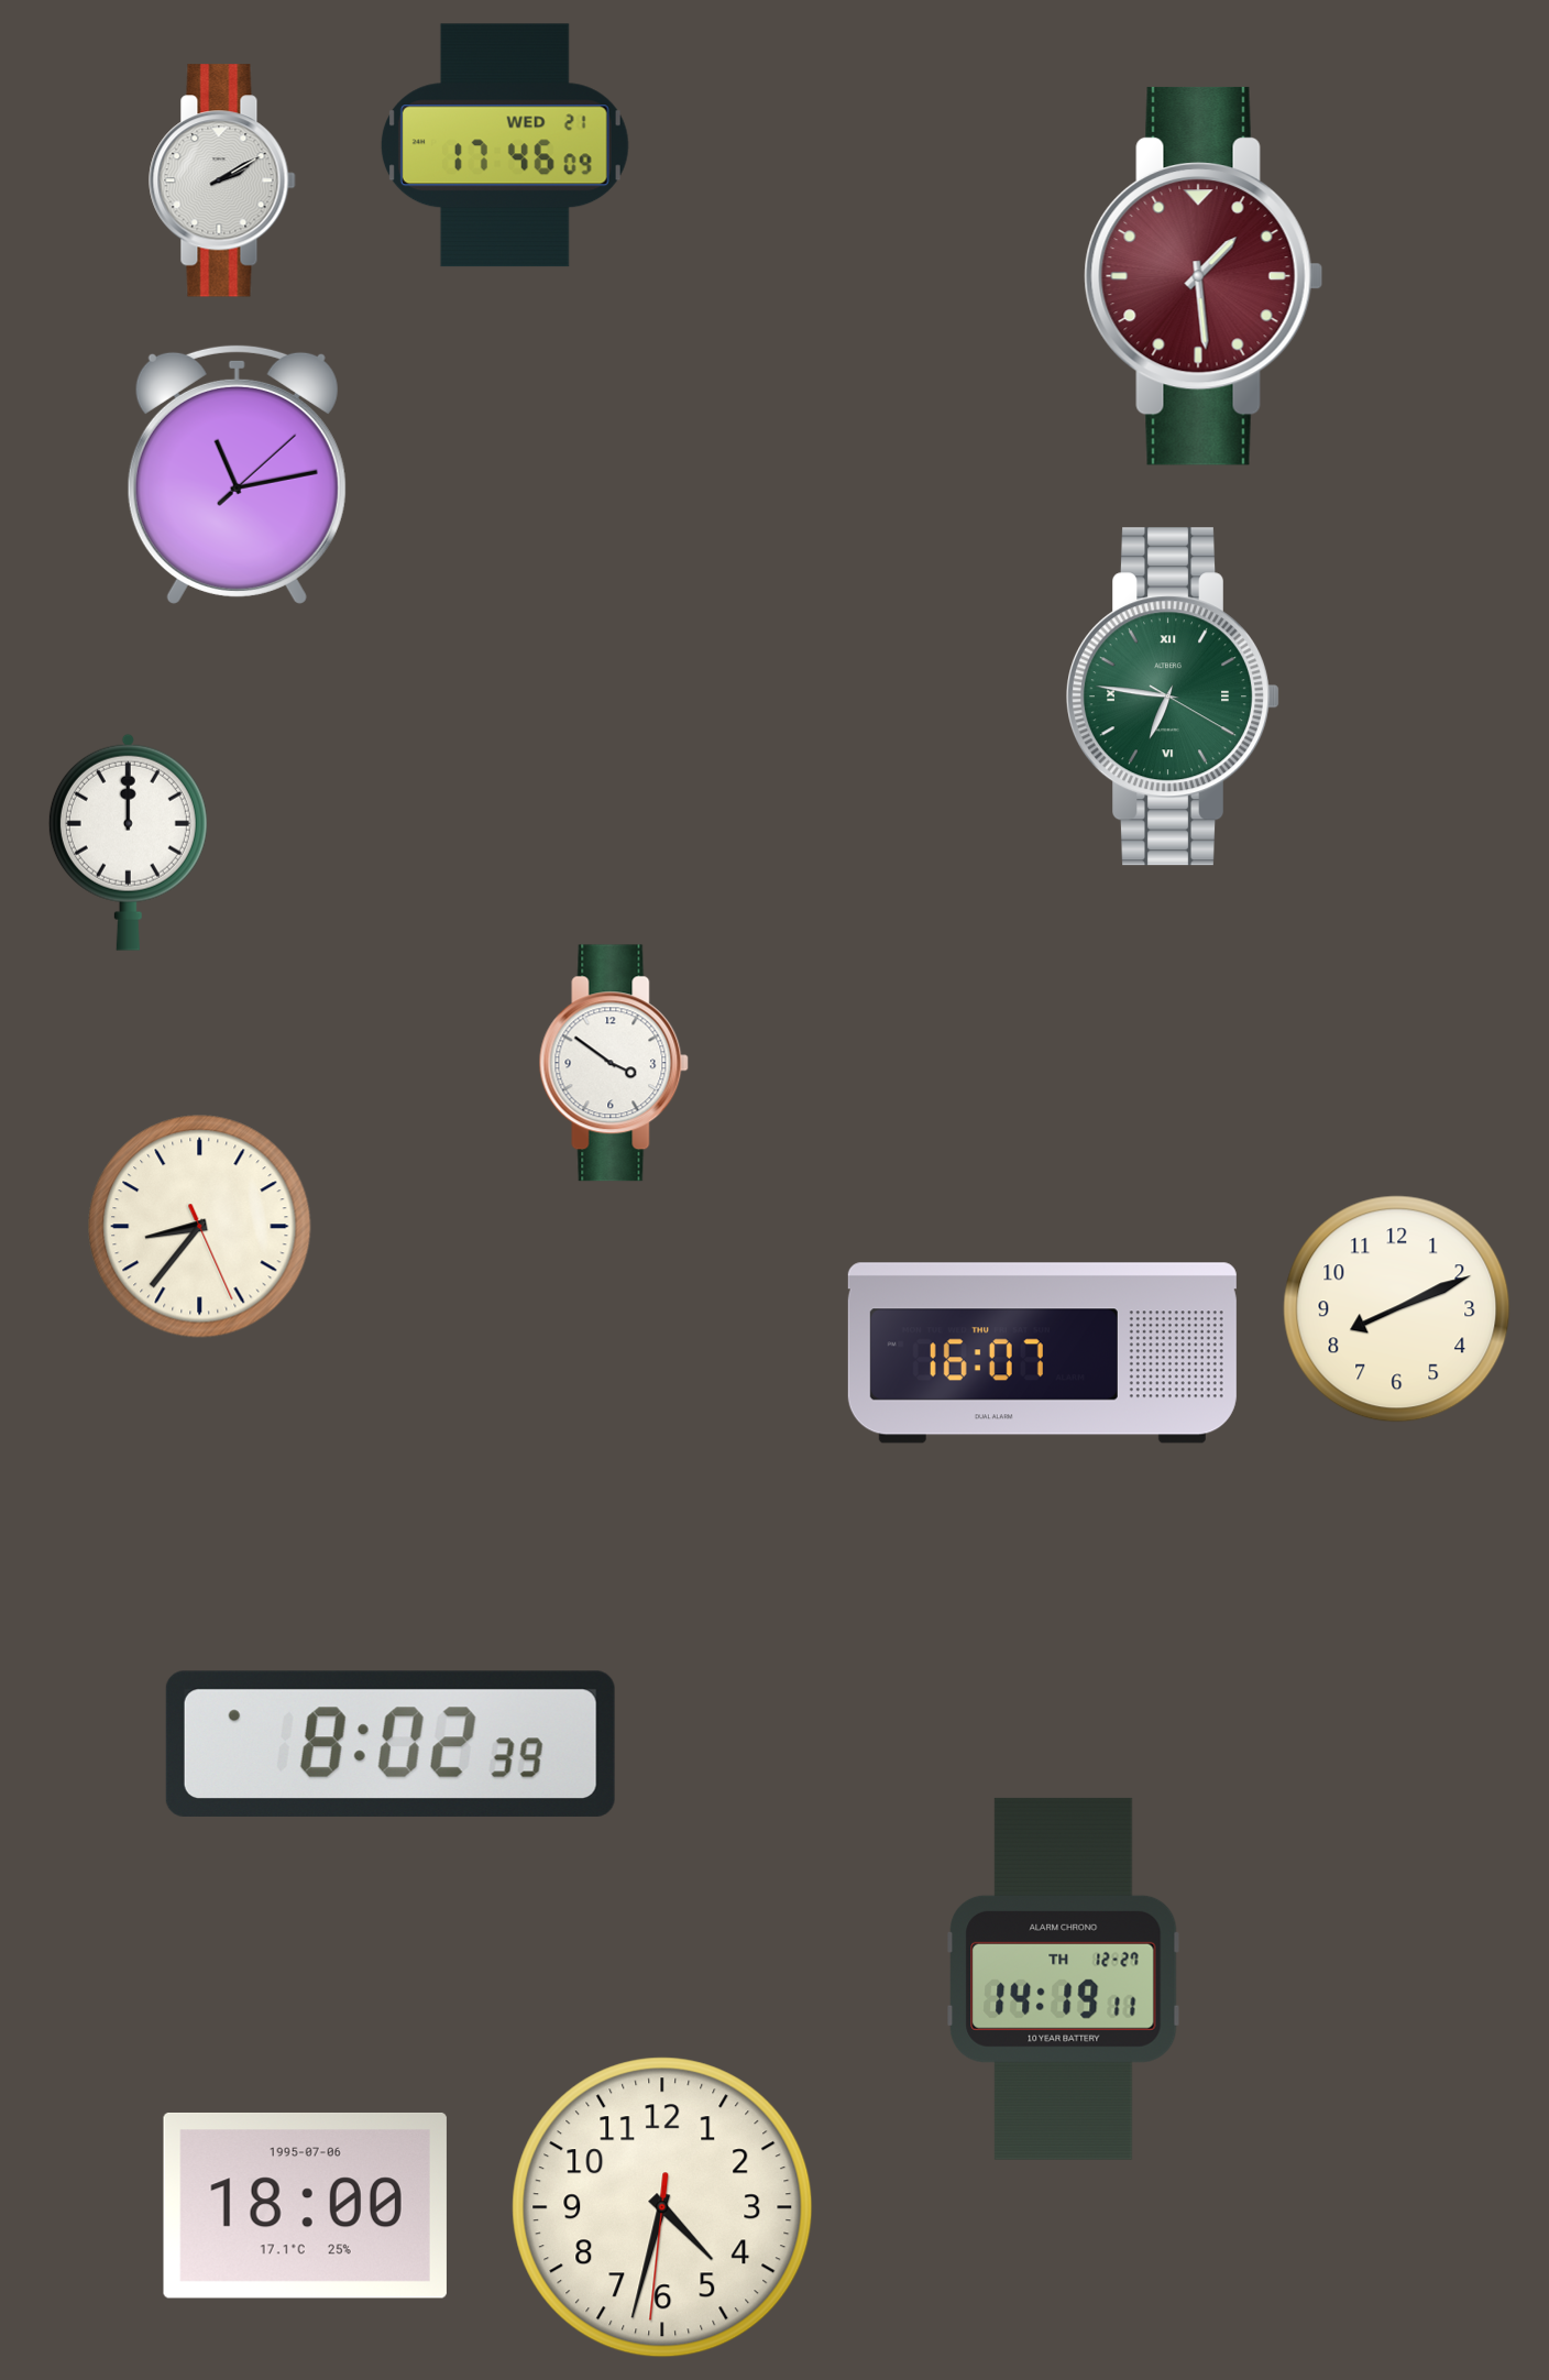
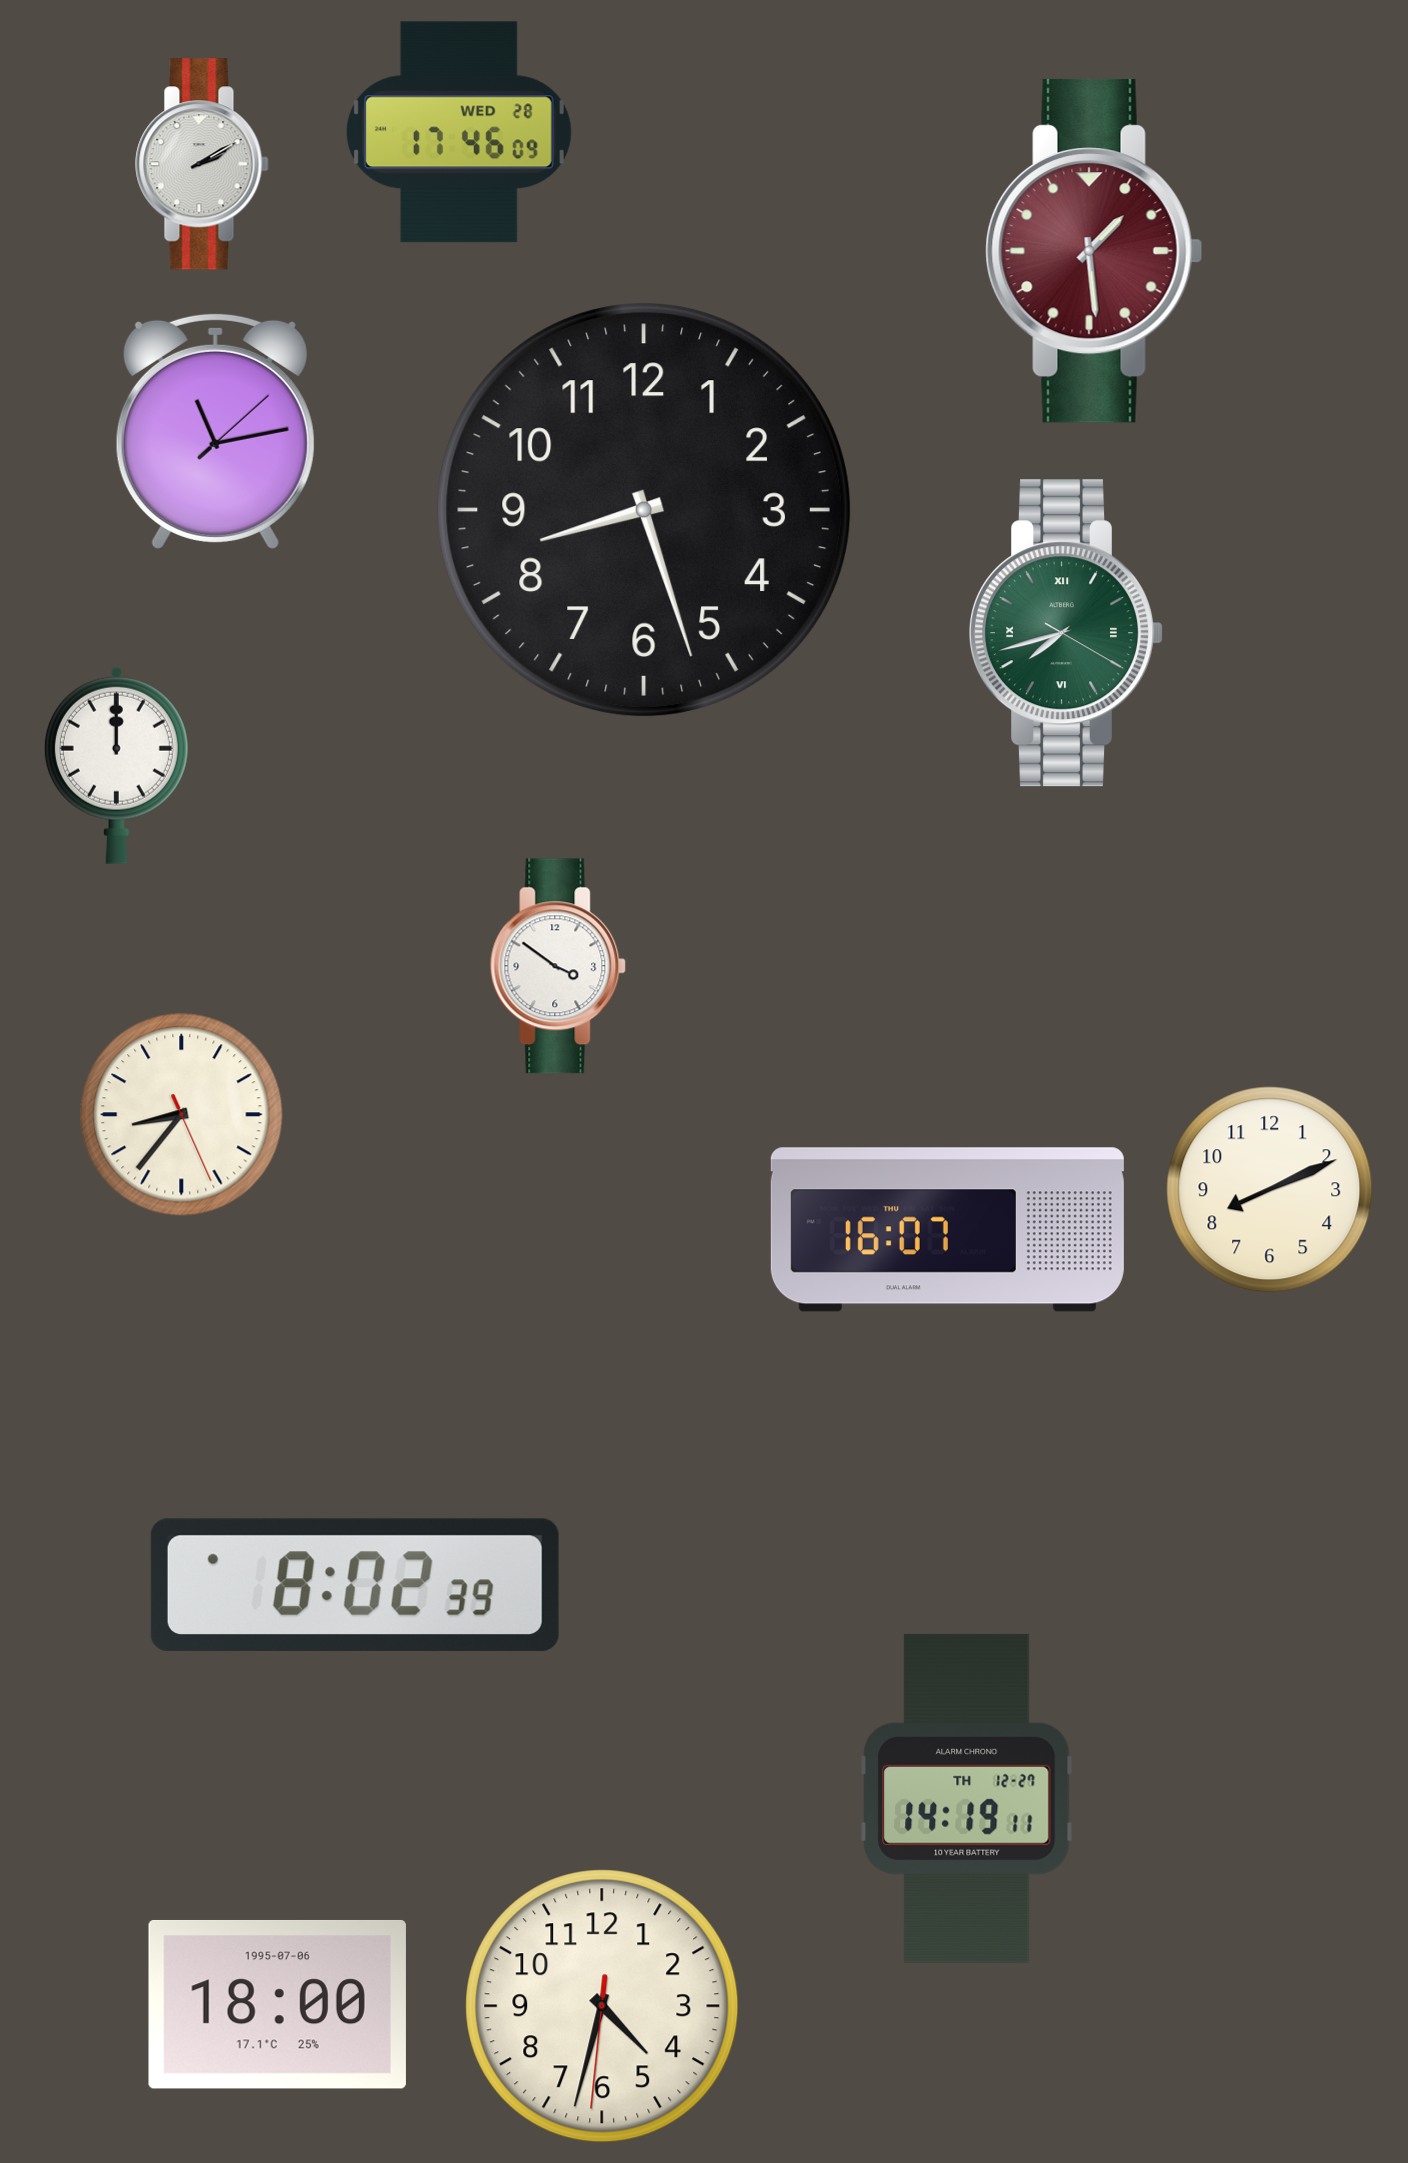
clock at (505, 145) date: WED 21 -> WED 28
clock at (644, 510): none -> 8:27
clock at (1173, 697): 6:46 -> 7:42
